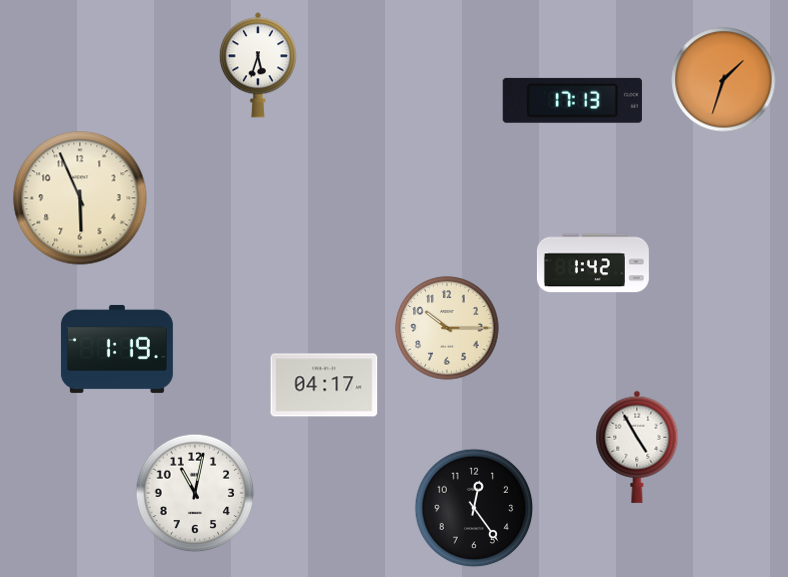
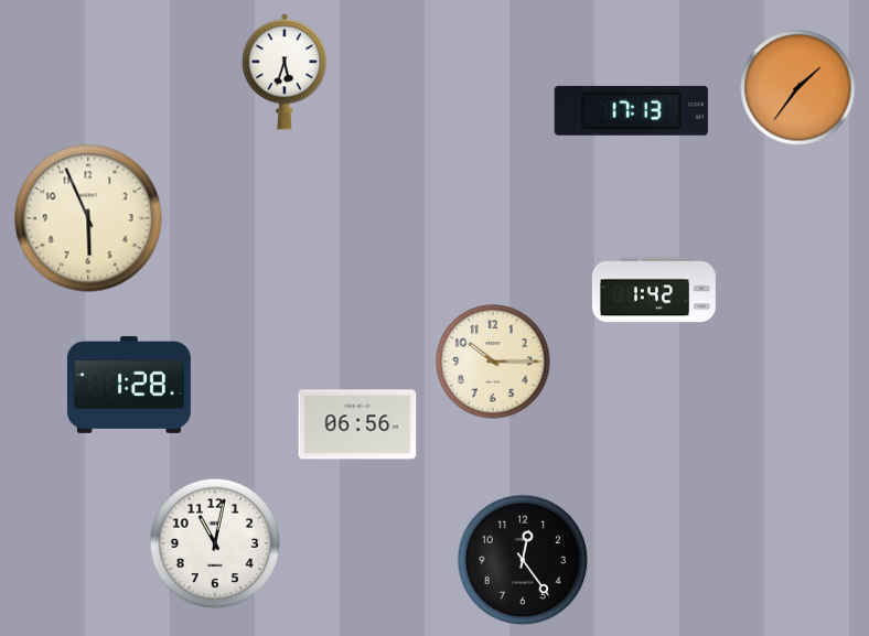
clock at (724, 80): 1:33 -> 1:36
clock at (117, 349): 1:19 -> 1:28
clock at (324, 385): 04:17 -> 06:56
clock at (637, 447): 4:55 -> none
